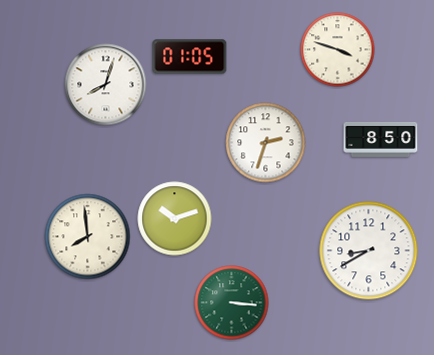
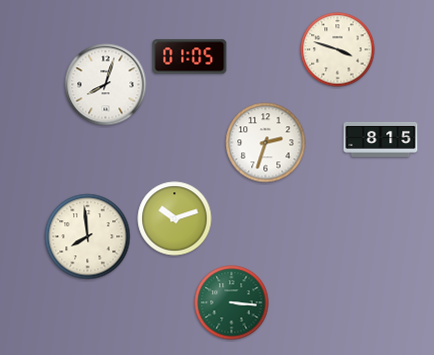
clock at (381, 139): 8:50 -> 8:15
clock at (369, 251): 8:40 -> none
